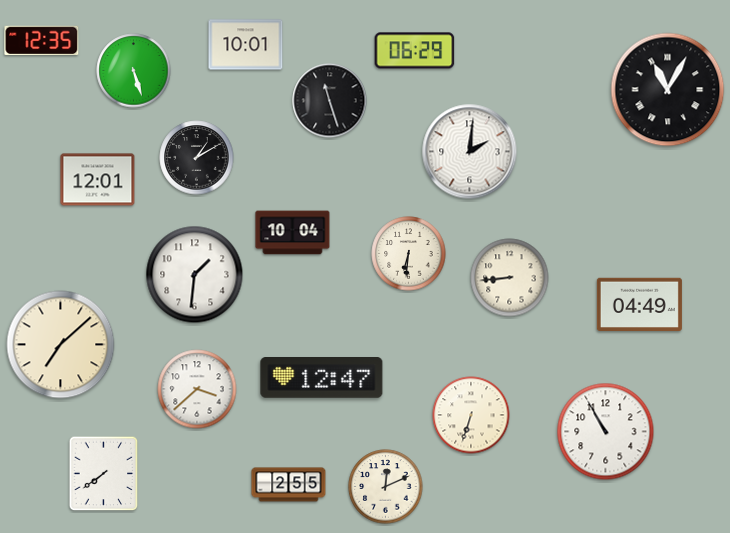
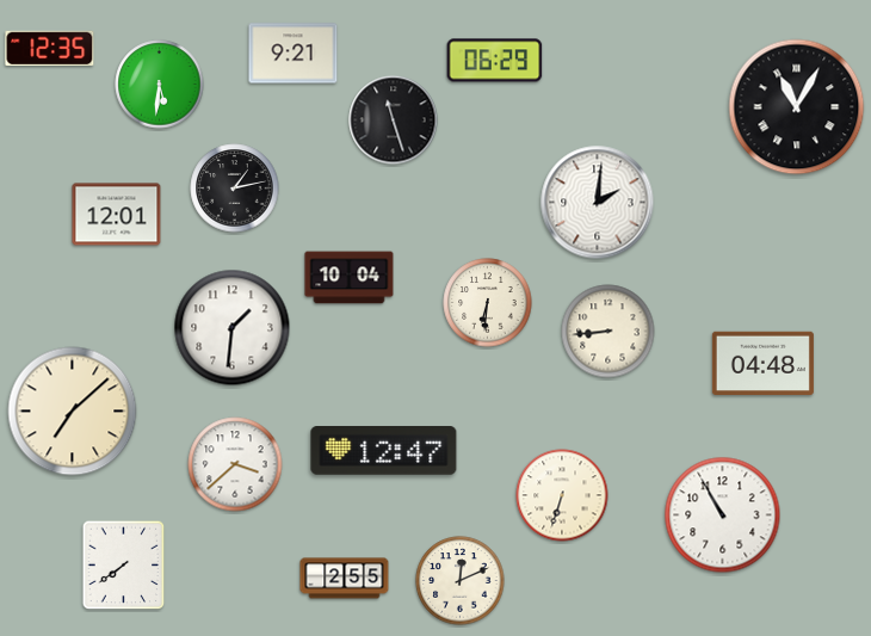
clock at (246, 45): 10:01 -> 9:21
clock at (134, 71): 5:27 -> 5:31
clock at (470, 152) position: (470, 152) -> (598, 203)
clock at (197, 158): 1:10 -> 1:13
clock at (639, 305): 04:49 -> 04:48
